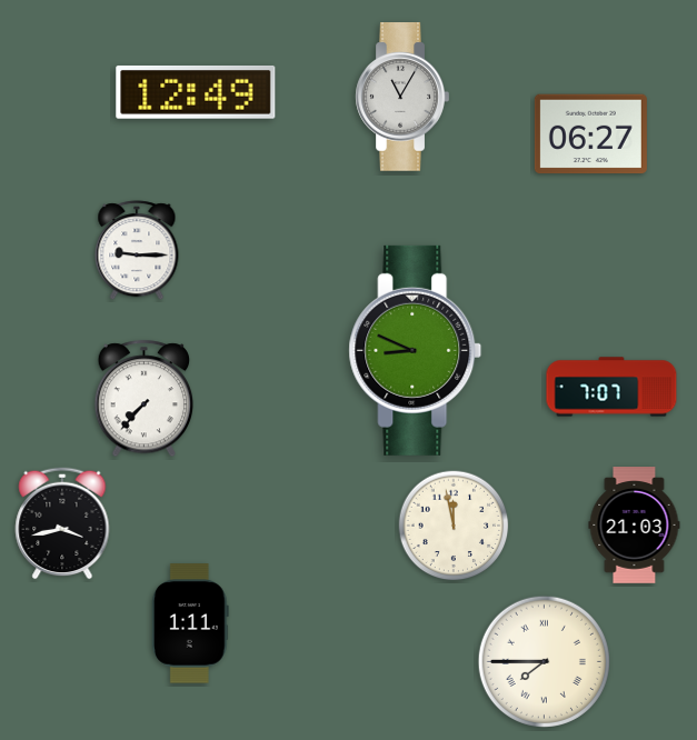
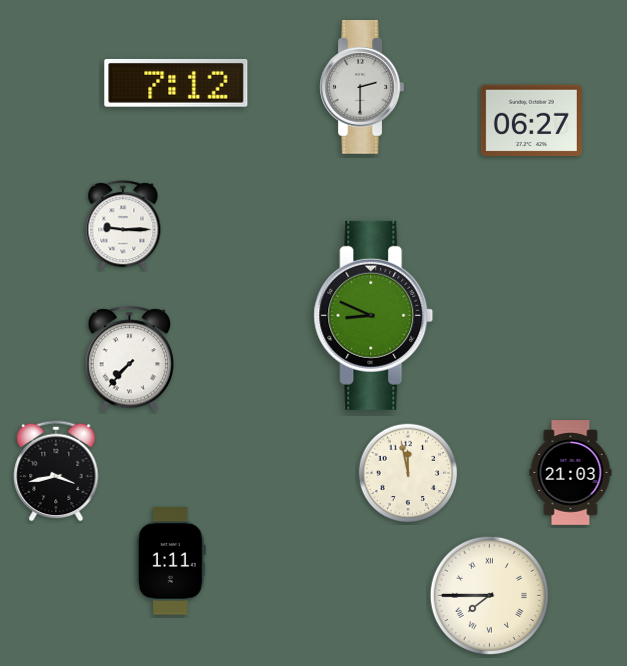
clock at (196, 92): 12:49 -> 7:12
clock at (402, 98): 11:05 -> 2:30
clock at (611, 387): 7:07 -> none
